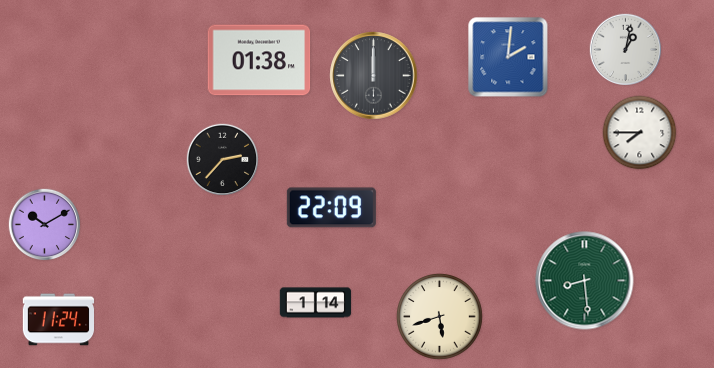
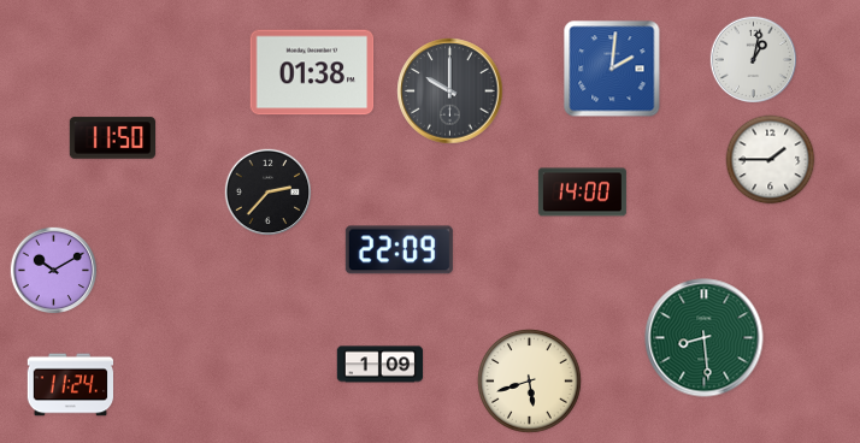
clock at (374, 76): 12:00 -> 10:00
clock at (112, 138): none -> 11:50
clock at (640, 133): 7:45 -> 1:45
clock at (582, 193): none -> 14:00
clock at (316, 303): 1:14 -> 1:09
